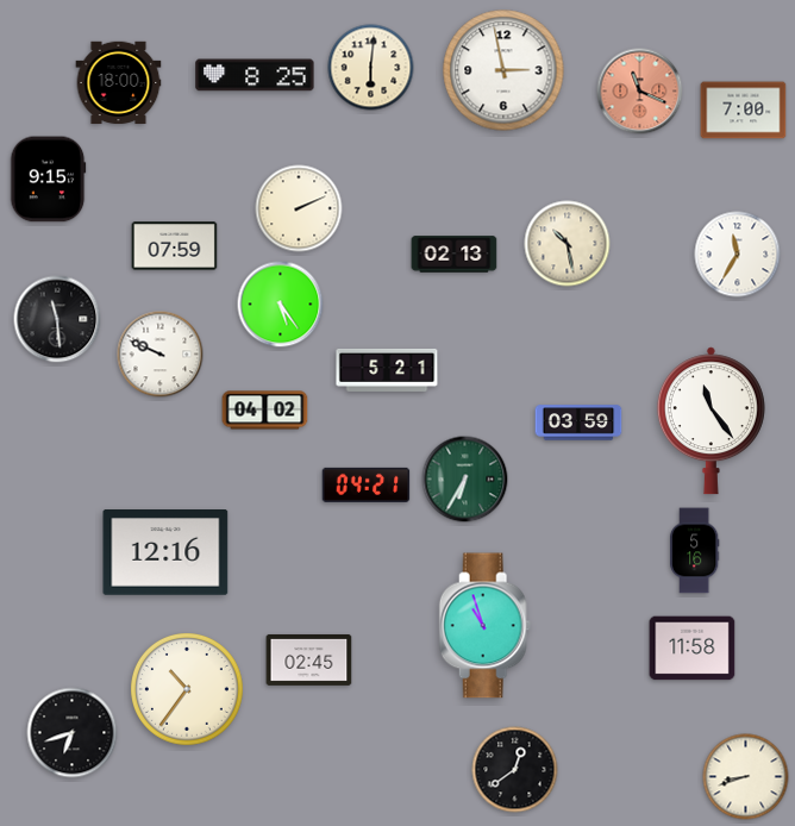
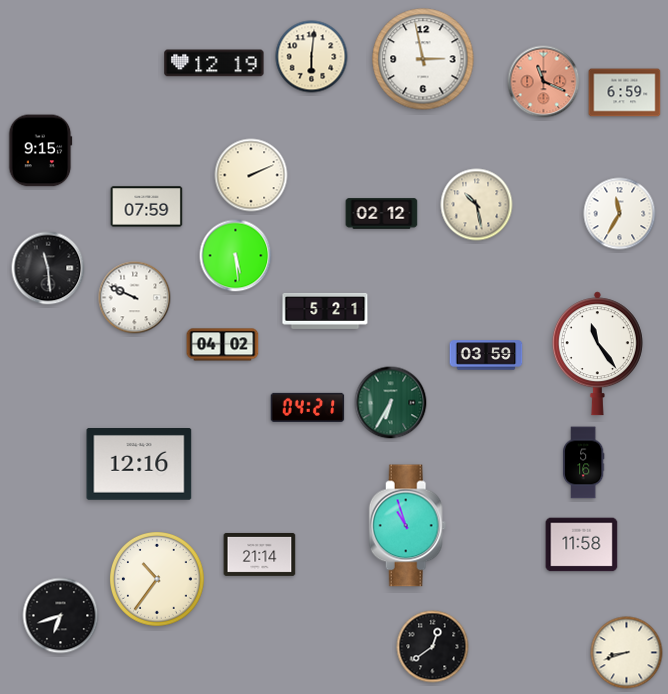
clock at (255, 75): 8:25 -> 12:19
clock at (119, 83): 18:00 -> none
clock at (640, 92) position: (640, 92) -> (544, 82)
clock at (744, 111): 7:00 -> 6:59
clock at (455, 255): 02:13 -> 02:12
clock at (281, 305): 5:24 -> 5:29
clock at (309, 659): 02:45 -> 21:14
